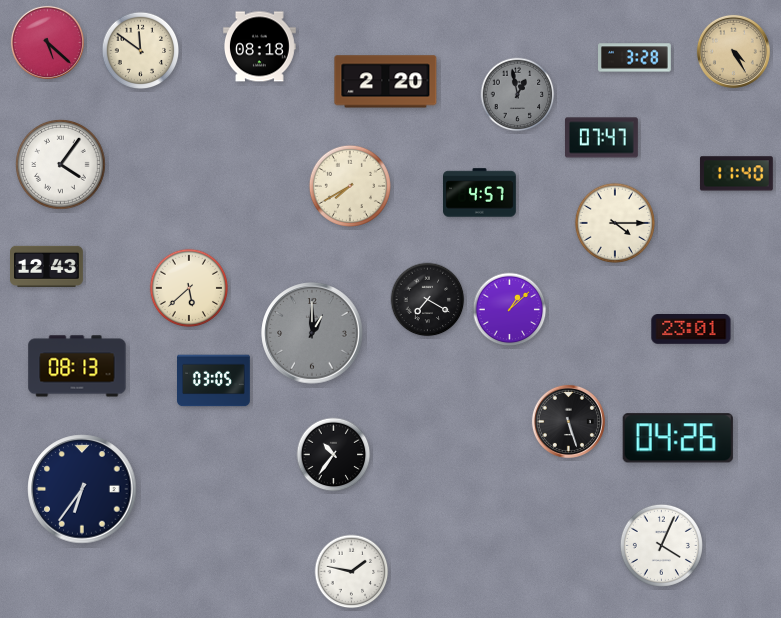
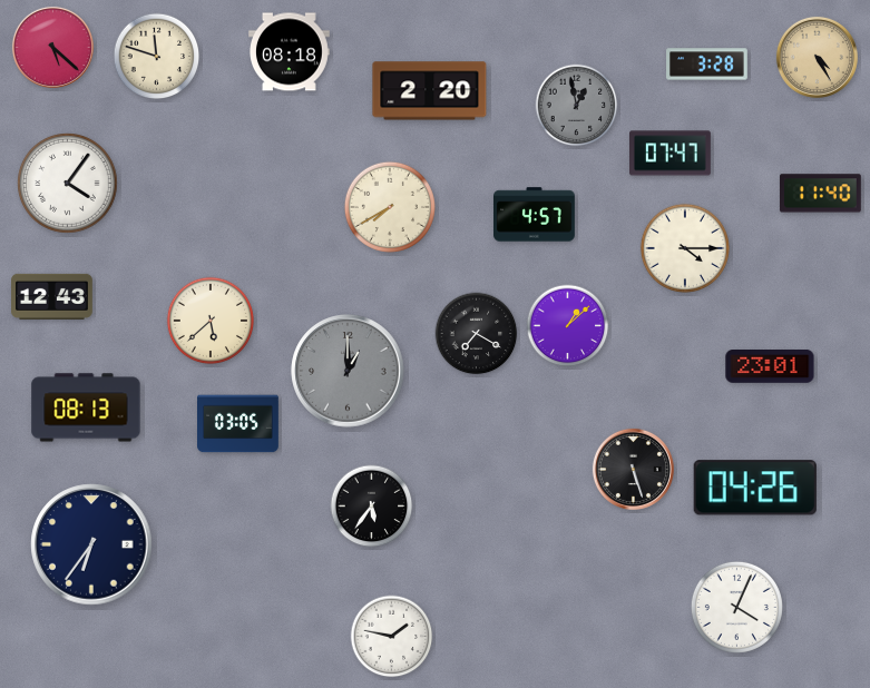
clock at (141, 51): 11:51 -> 11:48
clock at (510, 310) position: (510, 310) -> (568, 326)
clock at (334, 455): 10:36 -> 5:36
